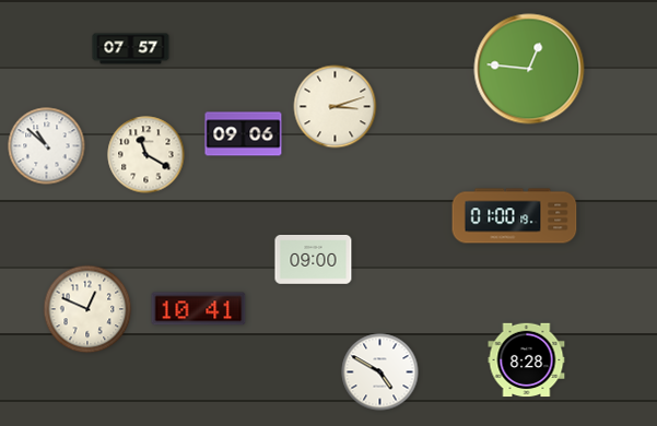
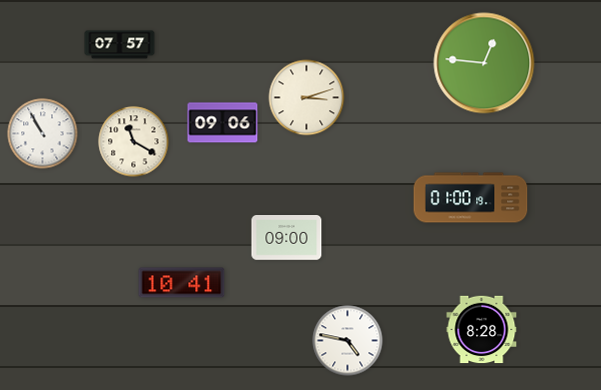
clock at (47, 146): 10:52 -> 10:55
clock at (87, 309): 12:49 -> none
clock at (380, 372): 4:50 -> 4:47
